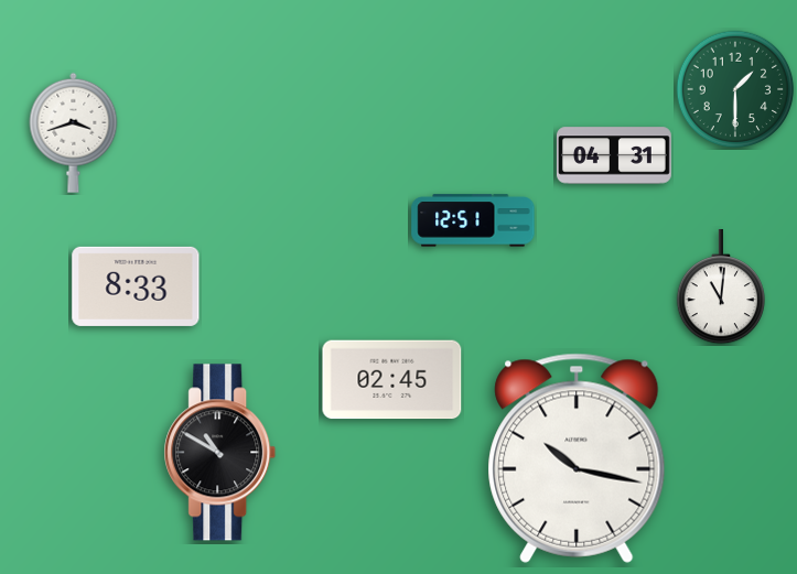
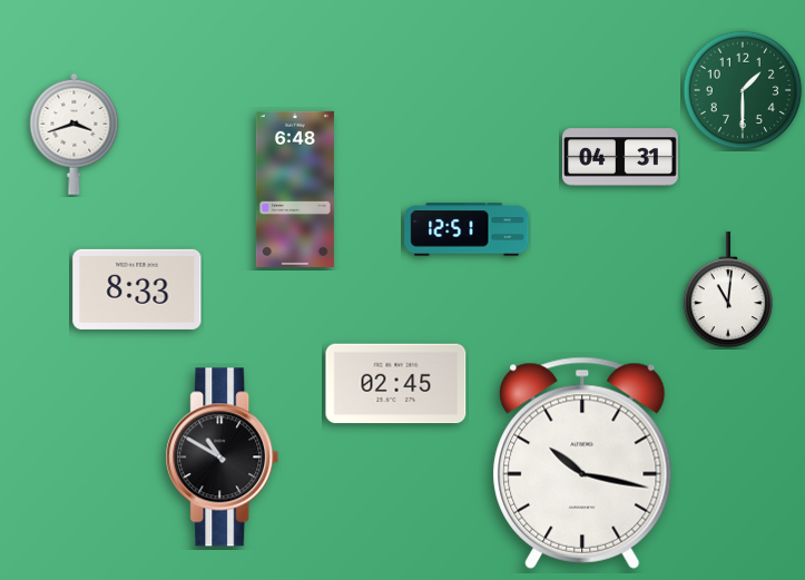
clock at (295, 189): none -> 6:48
clock at (473, 220) position: (473, 220) -> (467, 229)
